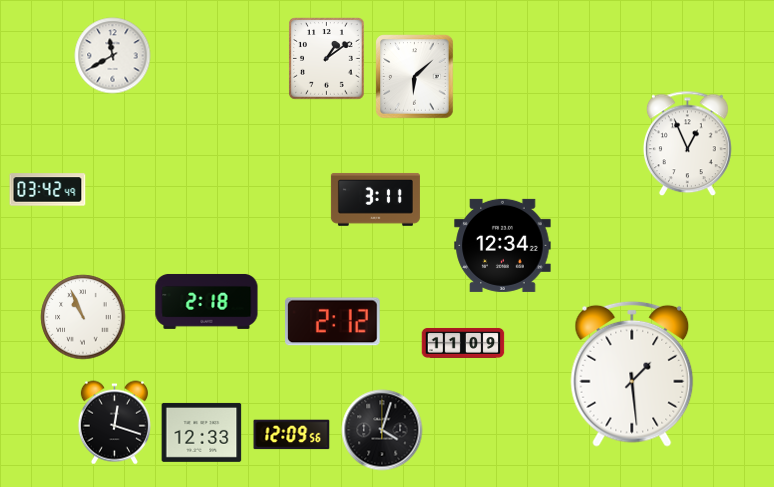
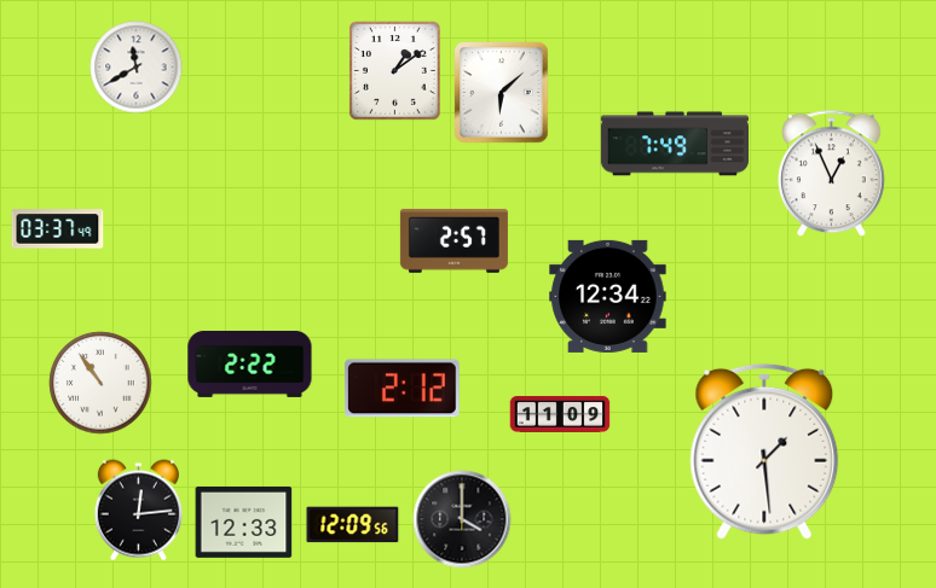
clock at (674, 144): none -> 7:49
clock at (48, 190): 03:42 -> 03:37
clock at (375, 200): 3:11 -> 2:57
clock at (207, 301): 2:18 -> 2:22
clock at (83, 317): 10:56 -> 10:54
clock at (114, 423): 12:18 -> 12:14
clock at (382, 430): 4:03 -> 4:00
